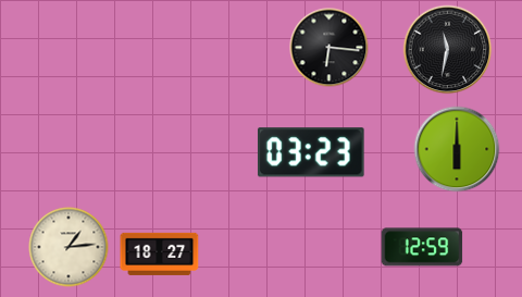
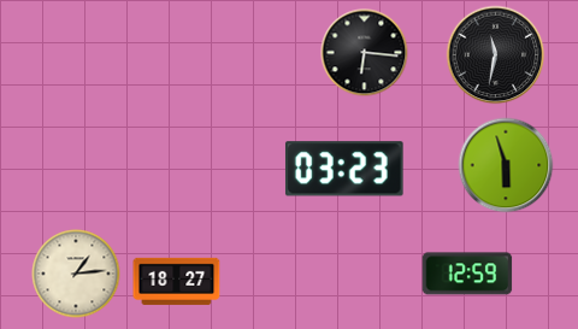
clock at (457, 149): 6:00 -> 5:57
